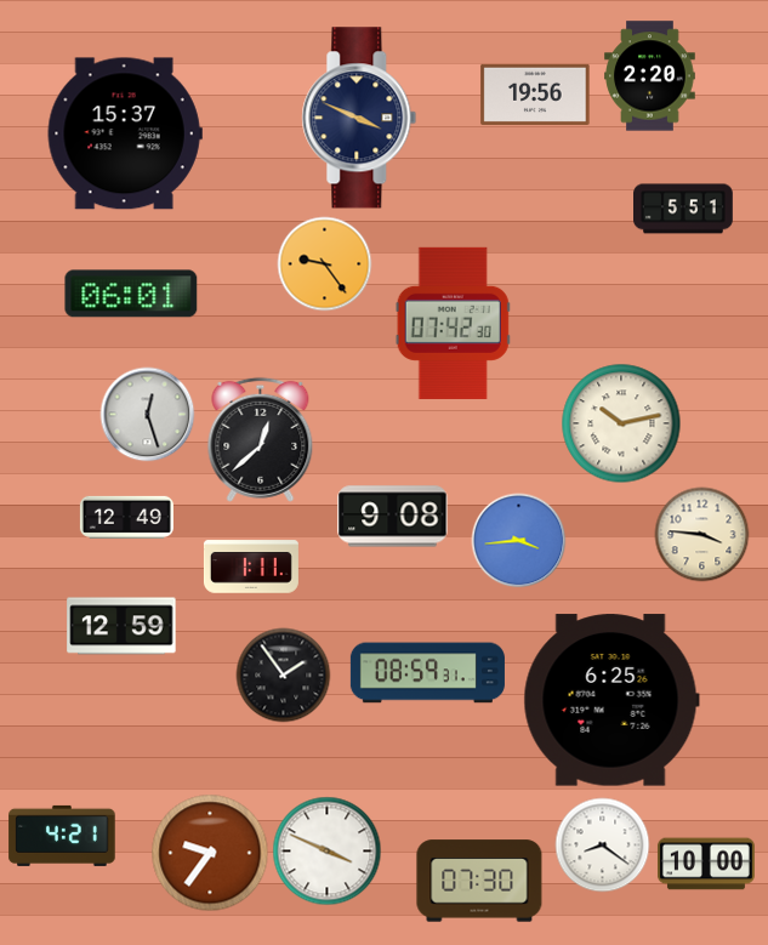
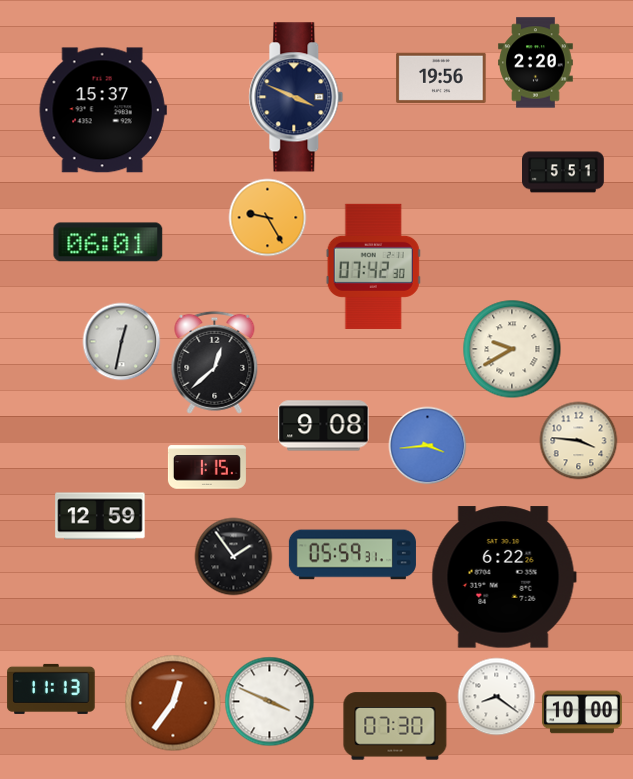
clock at (324, 263): 9:24 -> 9:25
clock at (147, 414): 12:27 -> 12:32
clock at (621, 423): 10:13 -> 9:40
clock at (126, 517): 12:49 -> none
clock at (251, 567): 1:11 -> 1:15
clock at (427, 673): 08:59 -> 05:59
clock at (611, 700): 6:25 -> 6:22
clock at (62, 836): 4:21 -> 11:13
clock at (210, 853): 9:36 -> 12:36
